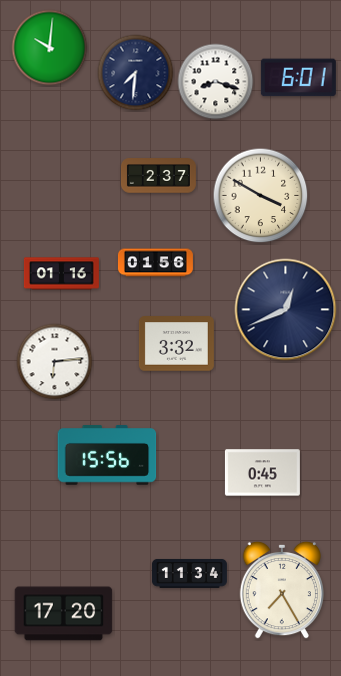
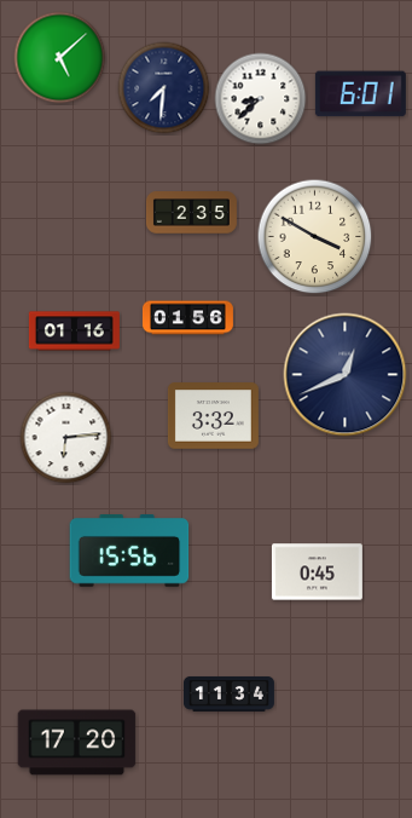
clock at (50, 48): 10:01 -> 5:08
clock at (216, 82): 8:18 -> 8:38
clock at (158, 176): 2:37 -> 2:35
clock at (281, 590): 7:25 -> none
